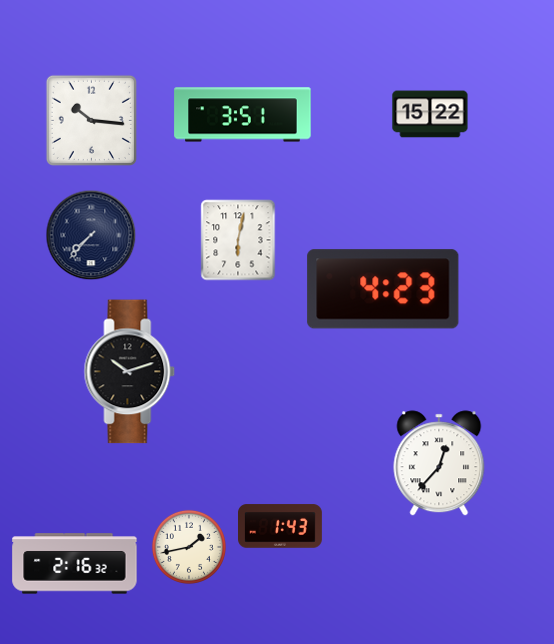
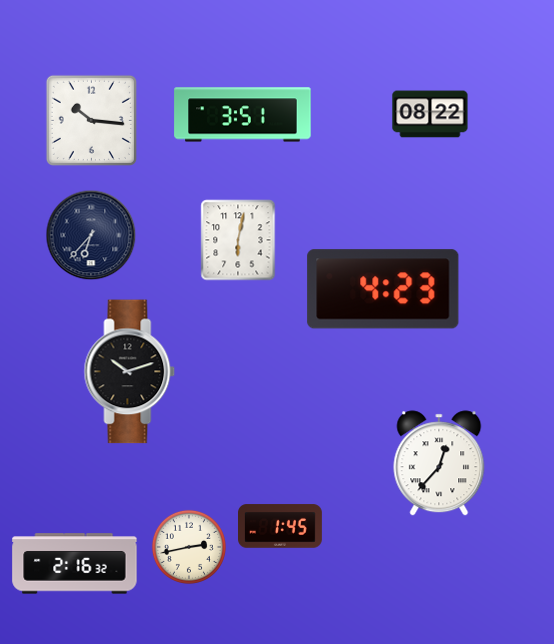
clock at (430, 114): 15:22 -> 08:22
clock at (91, 235): 7:37 -> 6:37
clock at (281, 526): 1:43 -> 1:45
clock at (189, 547): 1:43 -> 2:43
